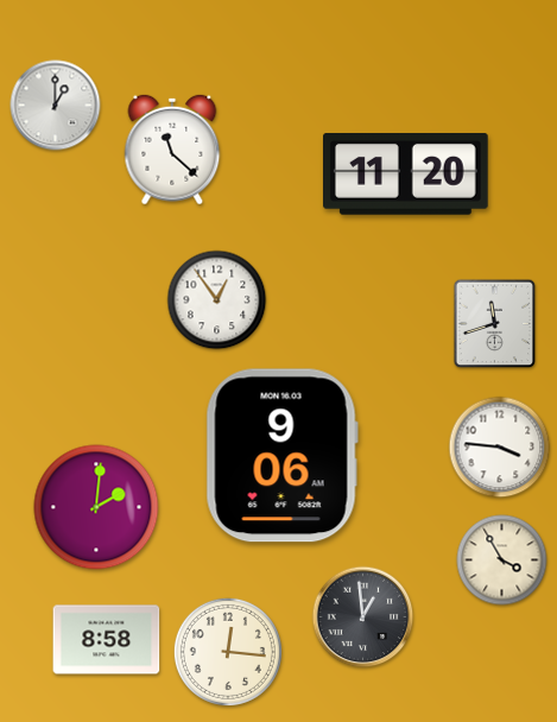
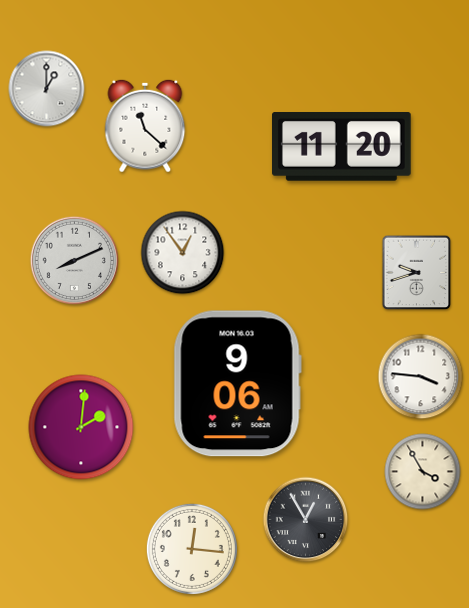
clock at (74, 260): none -> 8:11
clock at (495, 324): 11:42 -> 9:42
clock at (363, 617): 12:59 -> 12:55
clock at (107, 640): 8:58 -> none
